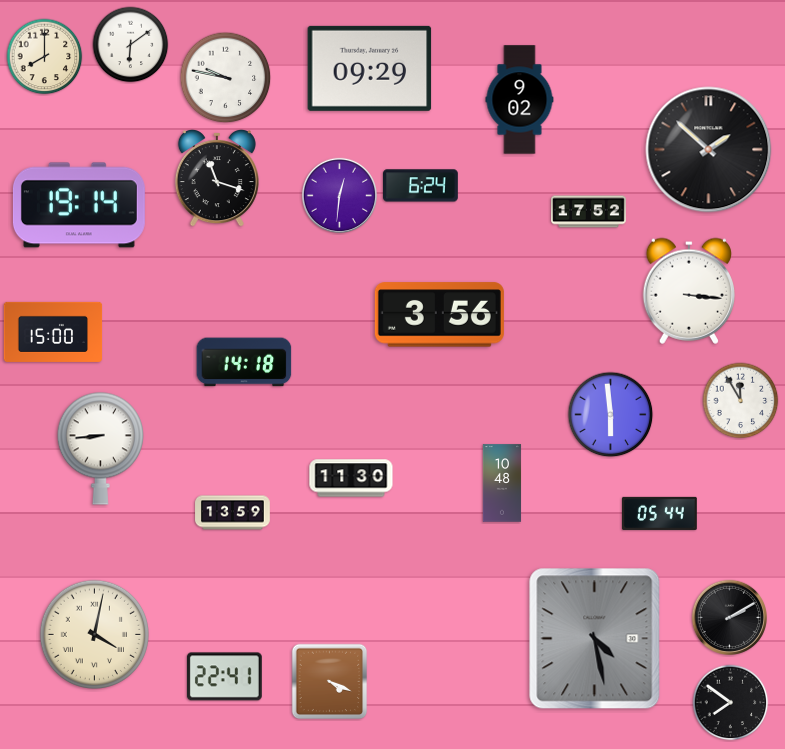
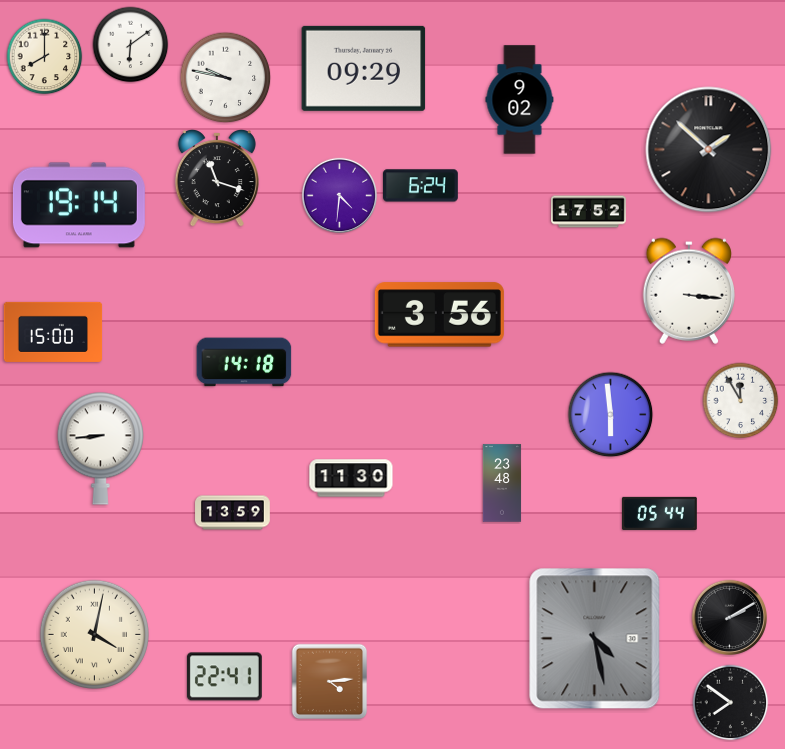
clock at (370, 68) position: (370, 68) -> (364, 68)
clock at (339, 195): 12:31 -> 4:31
clock at (502, 483): 10:48 -> 23:48
clock at (330, 682): 4:19 -> 4:14
